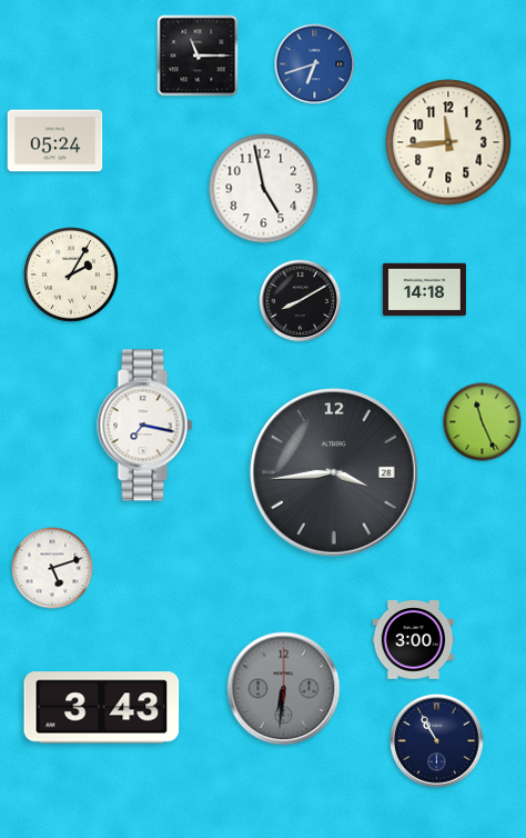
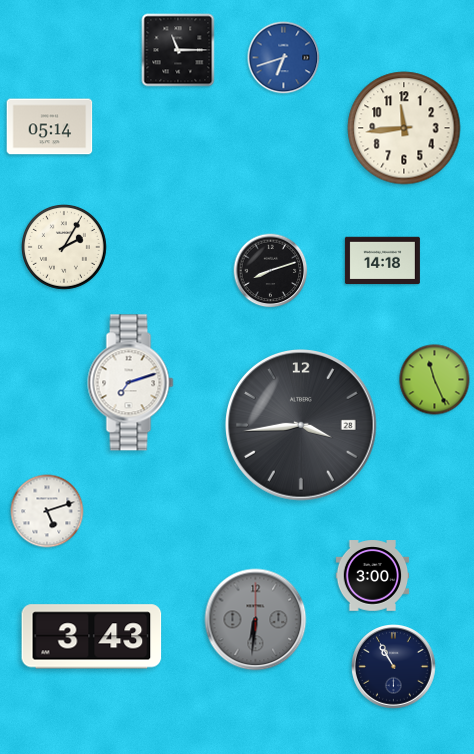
clock at (55, 141): 05:24 -> 05:14
clock at (264, 189): 4:58 -> none
clock at (301, 301): 8:10 -> 8:12
clock at (145, 426): 7:17 -> 7:12
